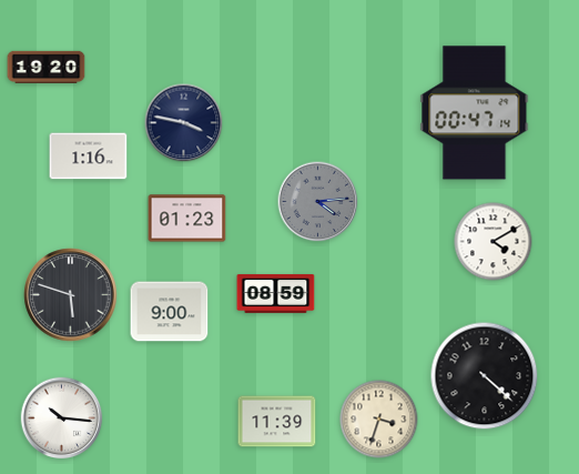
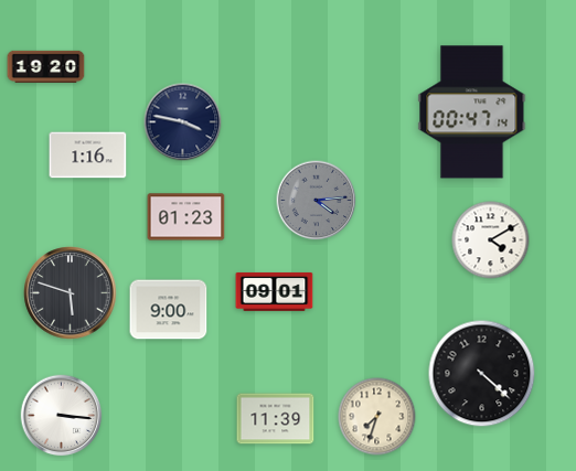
clock at (276, 293): 08:59 -> 09:01
clock at (62, 418): 10:16 -> 3:16
clock at (379, 420): 3:33 -> 7:33
